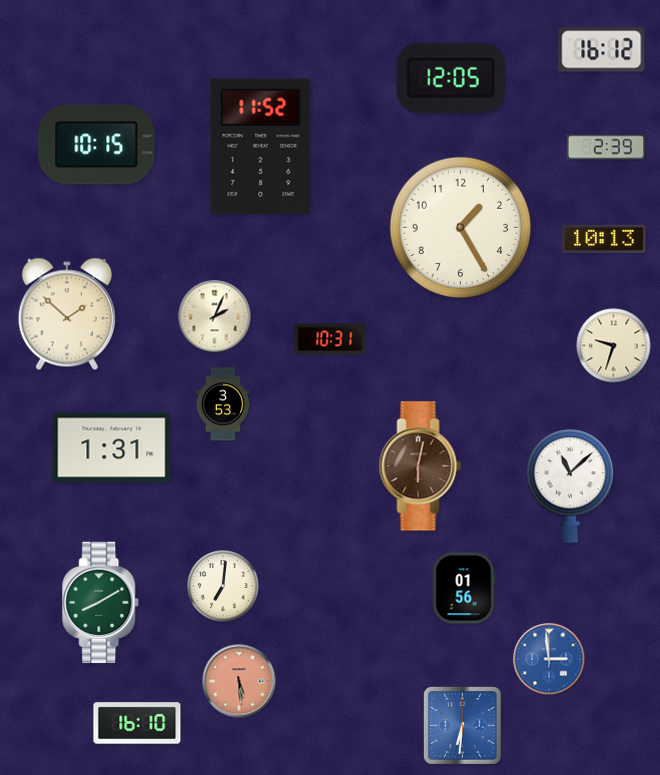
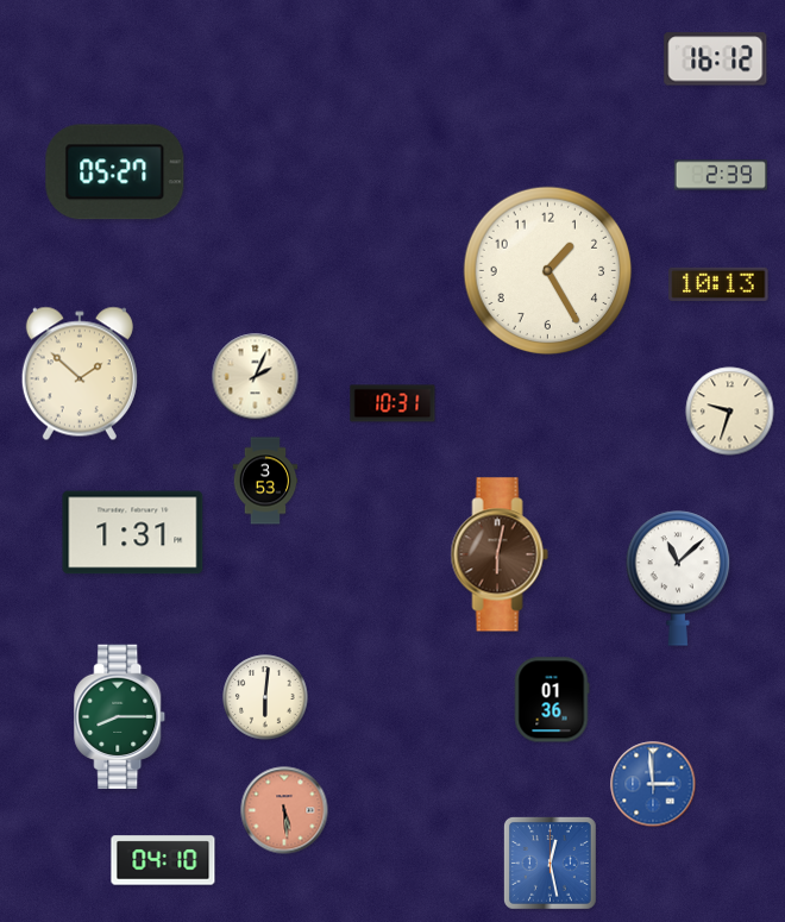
clock at (451, 78): 12:05 -> none
clock at (97, 145): 10:15 -> 05:27
clock at (261, 146): 11:52 -> none
clock at (223, 586): 7:01 -> 6:01
clock at (464, 588): 01:56 -> 01:36
clock at (101, 603): 8:10 -> 8:15
clock at (137, 723): 16:10 -> 04:10
clock at (462, 725): 6:31 -> 12:28
